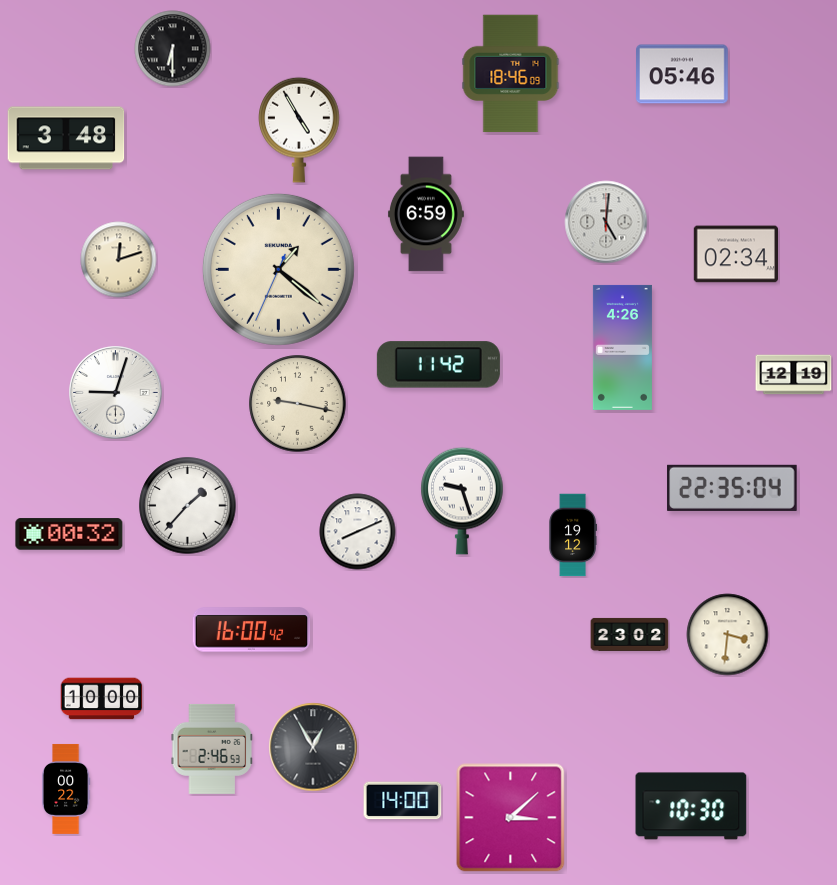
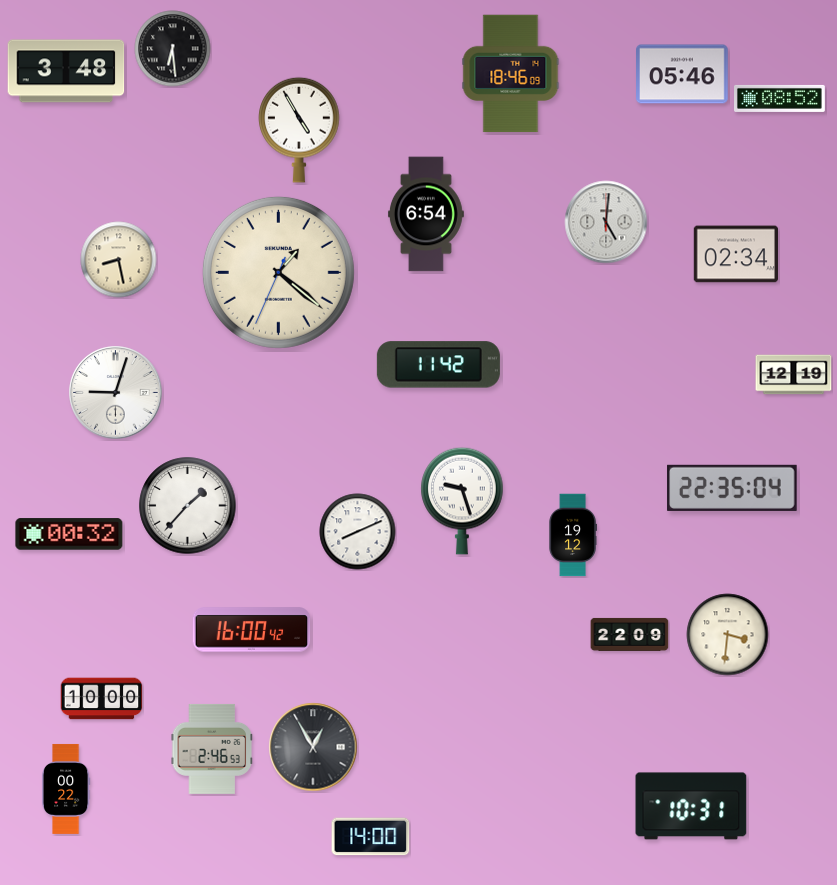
clock at (173, 49): 6:30 -> 6:29
clock at (780, 98): none -> 08:52
clock at (66, 138) position: (66, 138) -> (66, 71)
clock at (426, 214): 6:59 -> 6:54
clock at (119, 260): 12:12 -> 8:28
clock at (278, 269) position: (278, 269) -> (278, 272)
clock at (622, 347): 4:26 -> none
clock at (298, 404): 9:17 -> none
clock at (630, 634): 23:02 -> 22:09
clock at (403, 801) position: (403, 801) -> (371, 837)
clock at (691, 806): 10:30 -> 10:31
clock at (511, 818): 3:08 -> none
